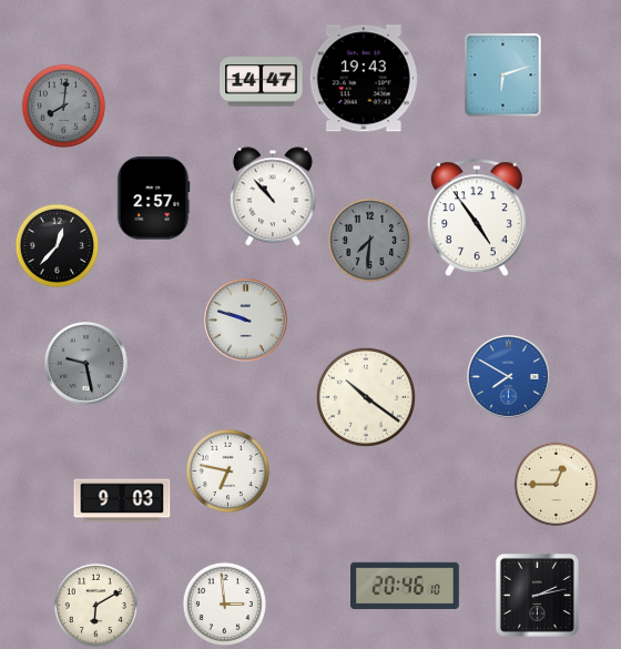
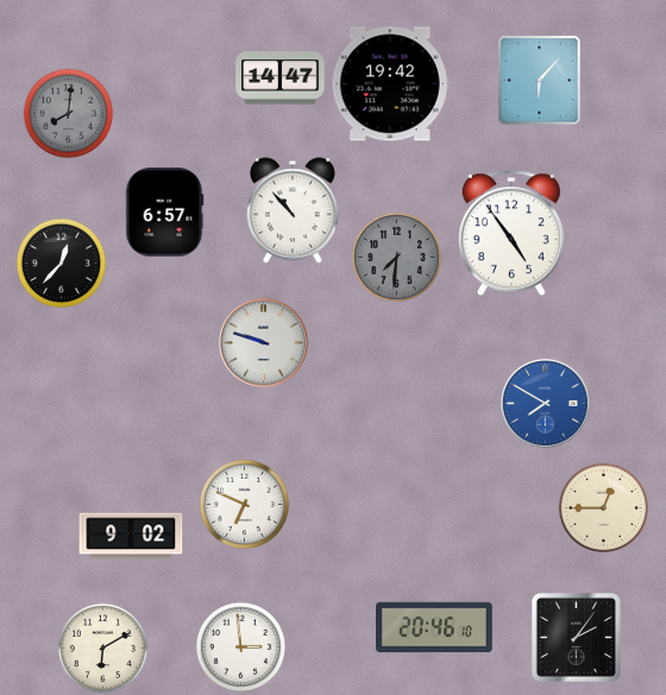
clock at (503, 75): 6:12 -> 6:07
clock at (364, 79): 19:43 -> 19:42
clock at (262, 82) position: (262, 82) -> (281, 78)
clock at (153, 199): 2:57 -> 6:57
clock at (86, 364): 9:28 -> none
clock at (366, 397): 10:21 -> none
clock at (227, 470): 6:47 -> 6:49
clock at (556, 484) position: (556, 484) -> (603, 507)
clock at (122, 500): 9:03 -> 9:02
clock at (537, 595): 2:13 -> 2:06
